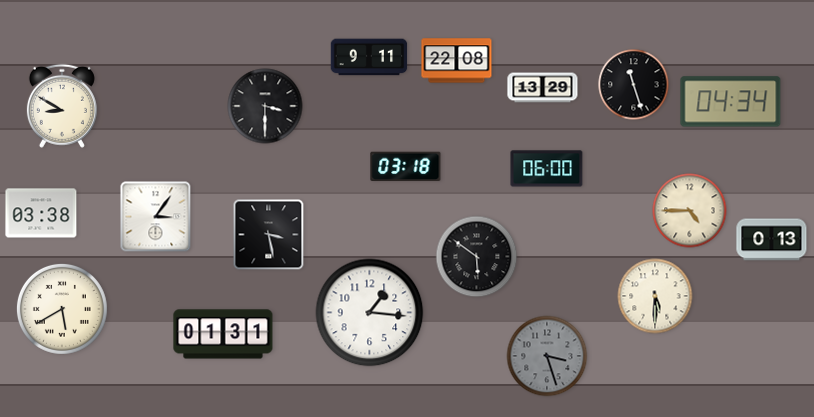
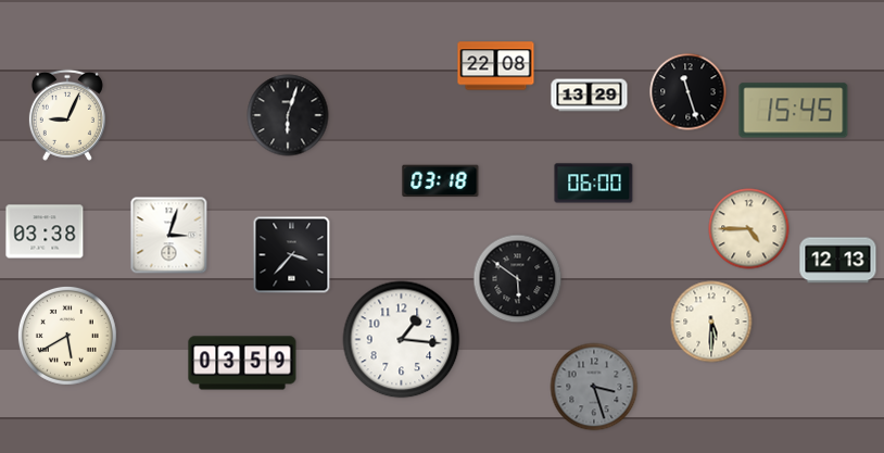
clock at (369, 57): 9:11 -> none
clock at (731, 102): 04:34 -> 15:45
clock at (62, 106): 8:50 -> 9:04
clock at (265, 106): 3:30 -> 6:03
clock at (156, 217): 3:06 -> 3:03
clock at (269, 235): 3:28 -> 3:37
clock at (772, 240): 0:13 -> 12:13
clock at (223, 334): 01:31 -> 03:59
